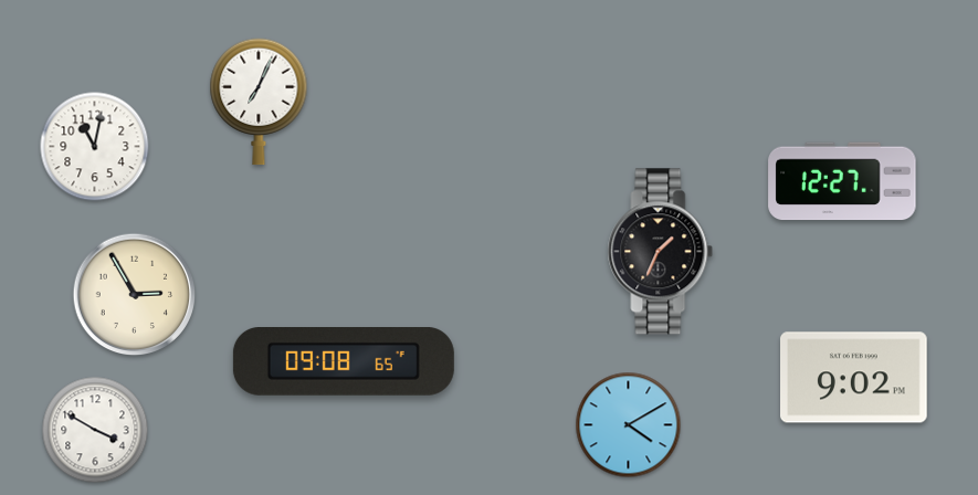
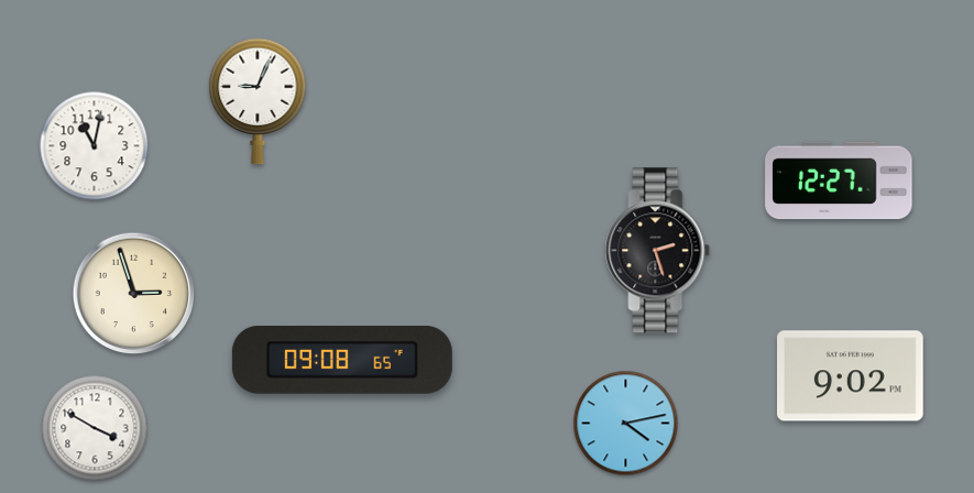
clock at (259, 102): 7:04 -> 9:04
clock at (661, 252): 1:34 -> 2:27
clock at (135, 295): 2:55 -> 2:57
clock at (629, 425): 4:10 -> 4:13
